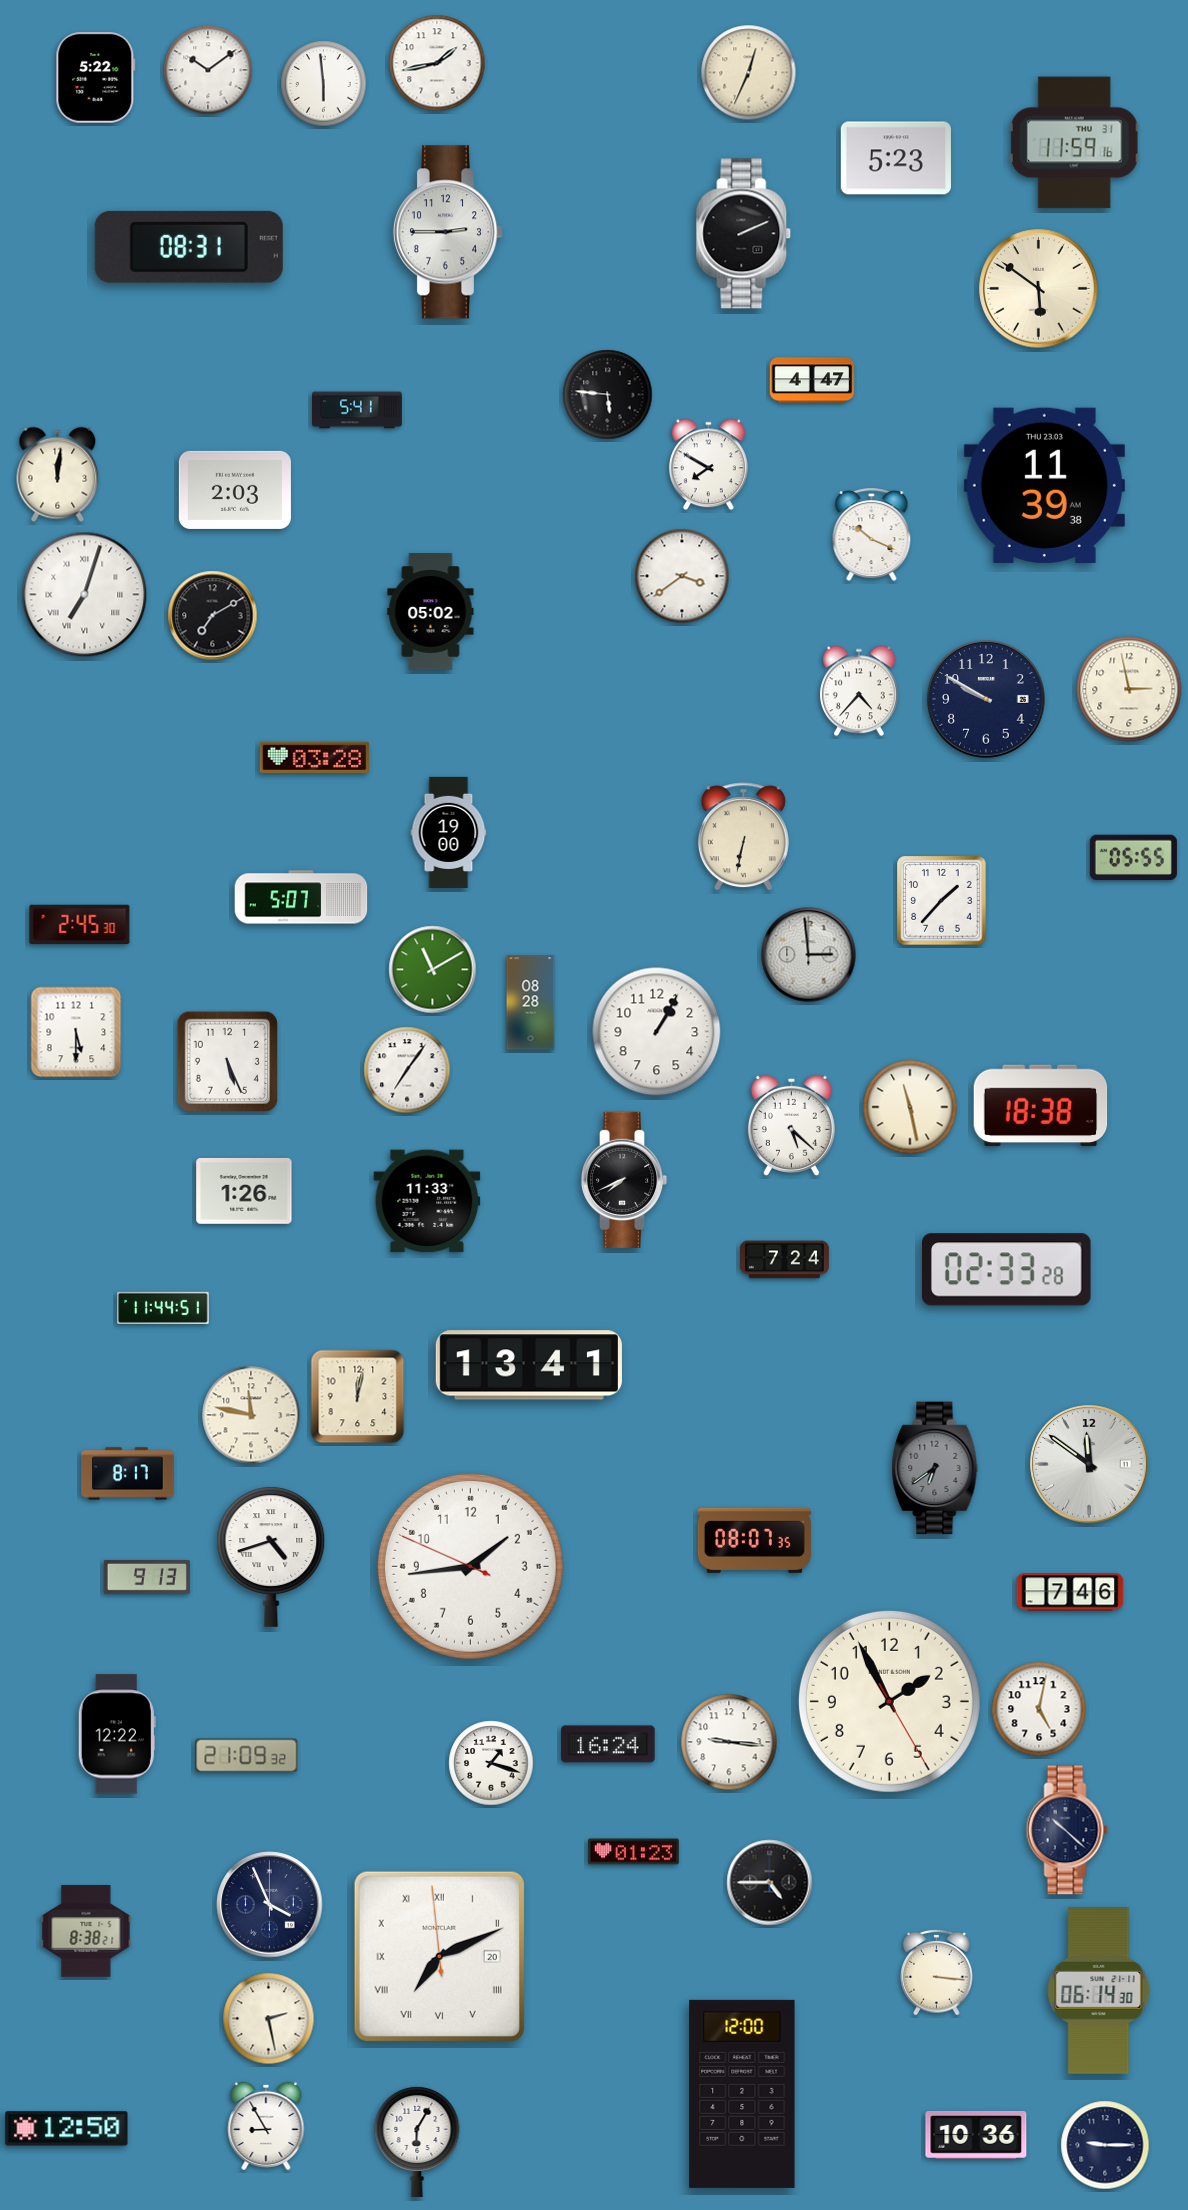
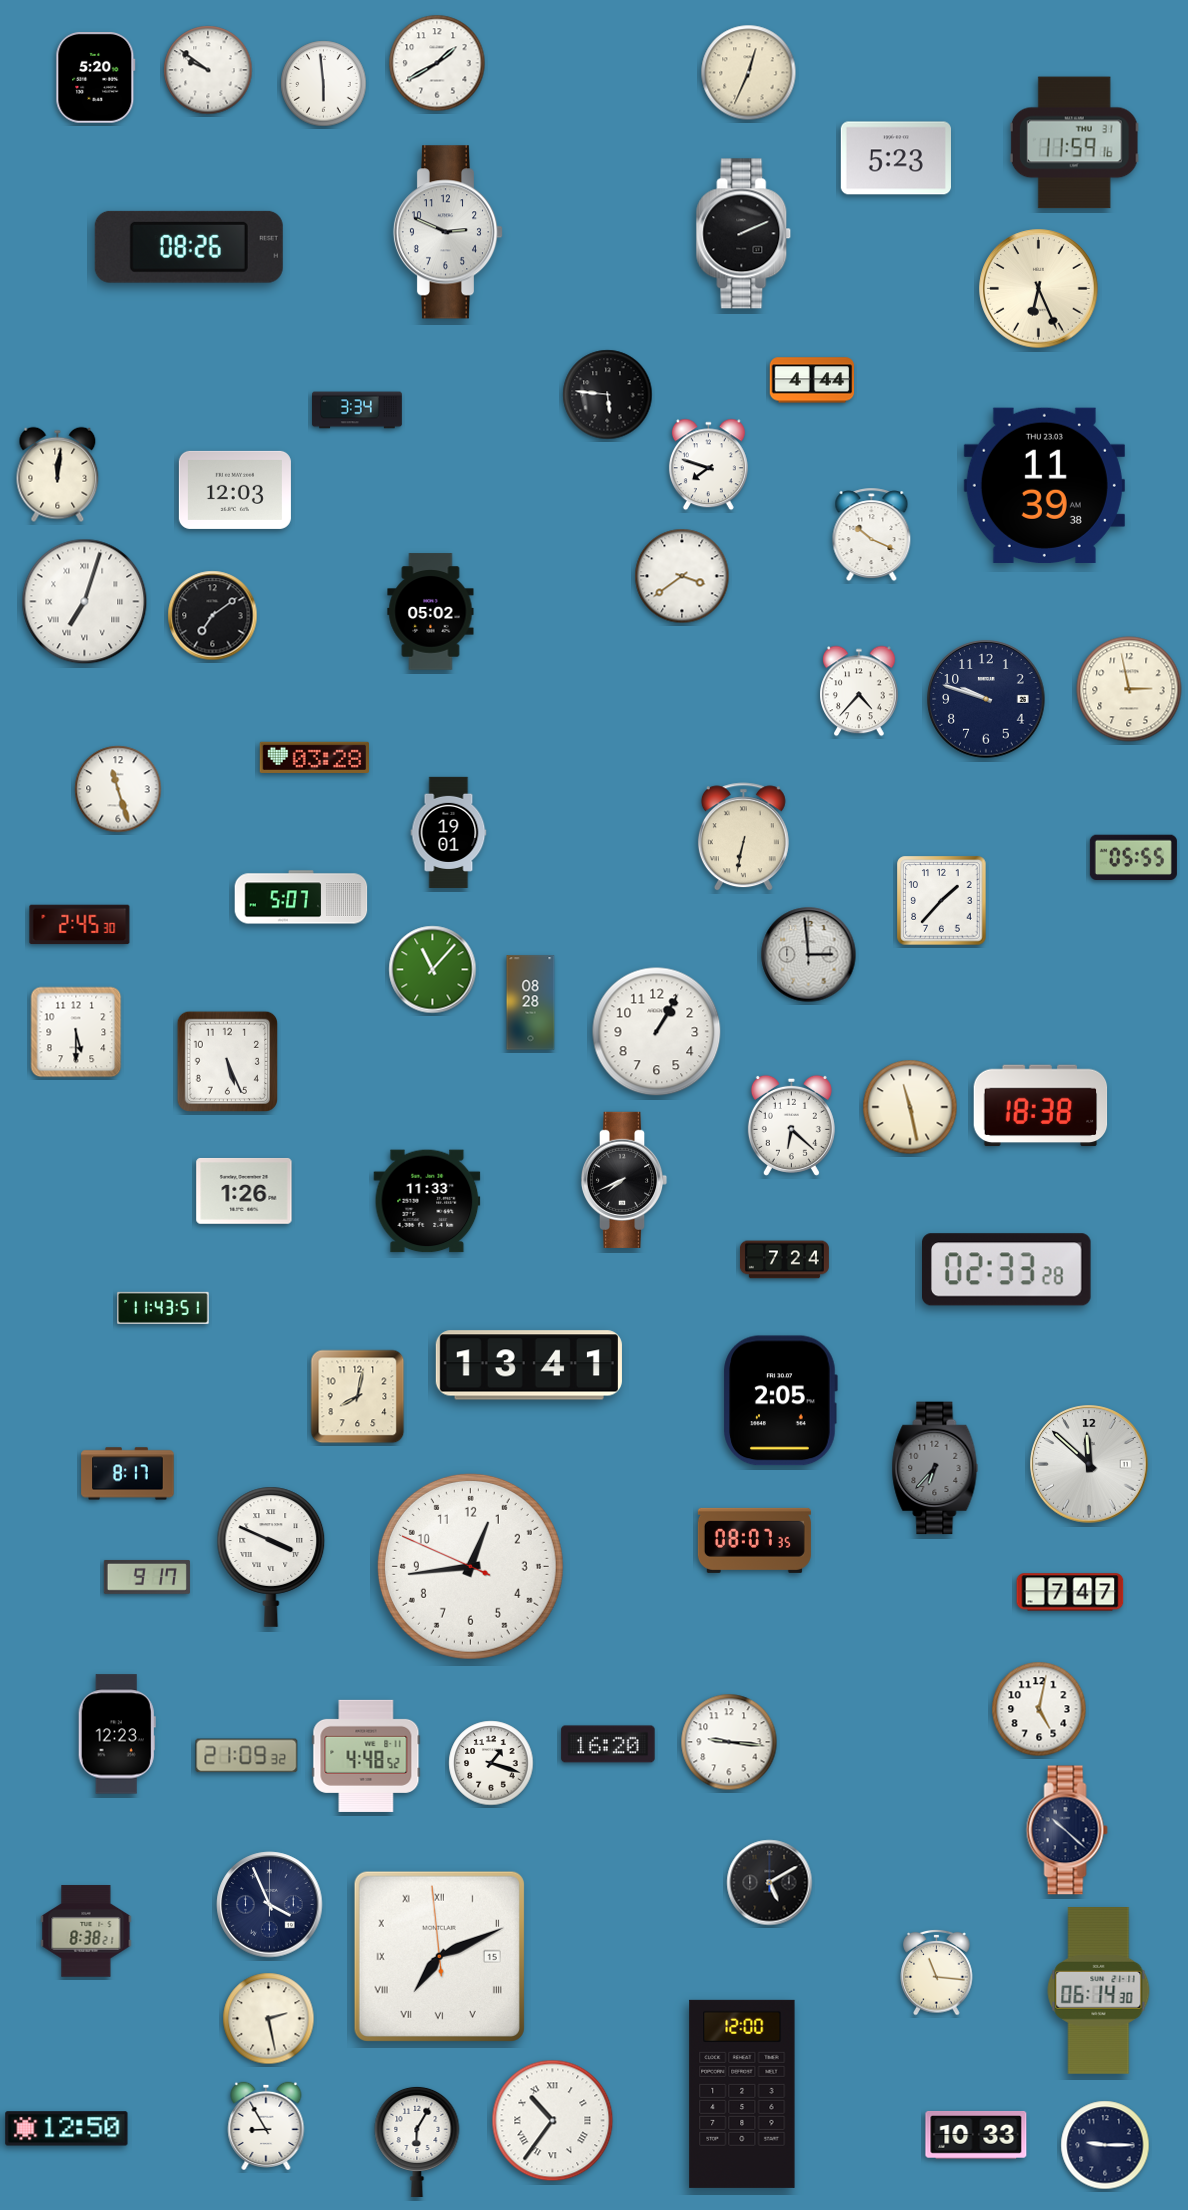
clock at (437, 63): 1:43 -> 1:40
clock at (208, 70): 10:09 -> 9:51
clock at (96, 78): 5:22 -> 5:20
clock at (448, 232): 2:45 -> 2:49
clock at (189, 247): 08:31 -> 08:26
clock at (1039, 289): 5:51 -> 6:26
clock at (812, 380): 4:47 -> 4:44
clock at (358, 410): 5:41 -> 3:34
clock at (708, 465): 7:50 -> 7:48
clock at (235, 490): 2:03 -> 12:03
clock at (85, 595) position: (85, 595) -> (85, 602)
clock at (213, 616): 7:10 -> 7:09
clock at (986, 699): 9:50 -> 9:48
clock at (118, 789): none -> 11:27
clock at (449, 832): 19:00 -> 19:01
clock at (433, 970): 11:10 -> 11:07
clock at (407, 1070): 7:06 -> none
clock at (791, 1125): 5:22 -> 6:22
clock at (163, 1308): 11:44 -> 11:43
clock at (358, 1397): 12:02 -> 8:02
clock at (780, 1401): none -> 2:05
clock at (251, 1415): 11:47 -> none
clock at (1089, 1464): 11:51 -> 11:52
clock at (935, 1468): 6:39 -> 6:37
clock at (271, 1557): 4:42 -> 3:49
clock at (470, 1566): 1:43 -> 12:43
clock at (147, 1577): 9:13 -> 9:17
clock at (1070, 1592): 7:46 -> 7:47
clock at (889, 1701): 1:55 -> none
clock at (117, 1734): 12:22 -> 12:23
clock at (608, 1744): 16:24 -> 16:20
clock at (366, 1756): none -> 4:48
clock at (634, 1852): 01:23 -> none
clock at (770, 1883): 4:45 -> 5:10
clock at (439, 1956) date: 20 -> 15
clock at (937, 1972): 3:16 -> 11:16
clock at (553, 2121): none -> 10:36
clock at (976, 2135): 10:36 -> 10:33
